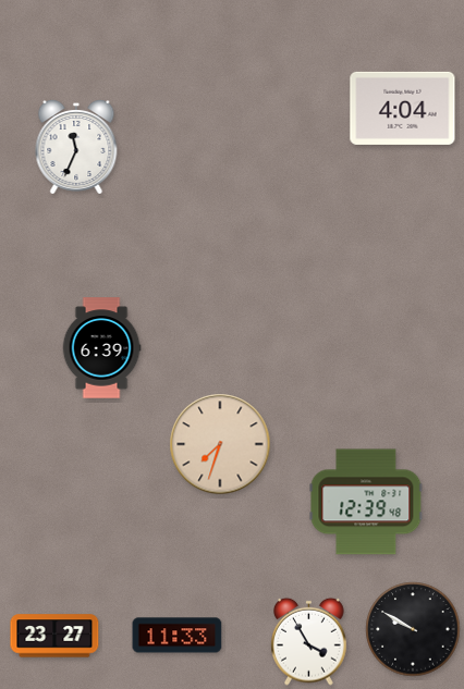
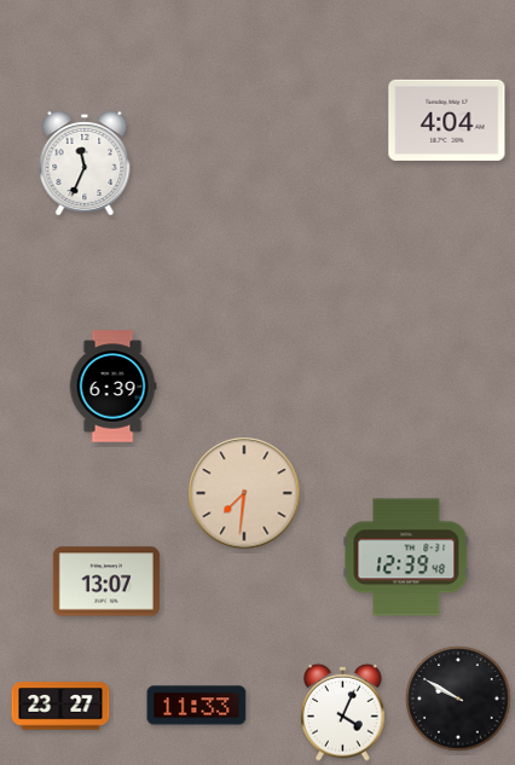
clock at (220, 444): 7:33 -> 7:31
clock at (106, 581): none -> 13:07
clock at (309, 641): 3:55 -> 4:04
